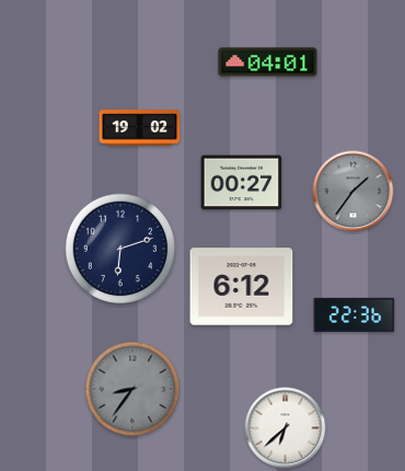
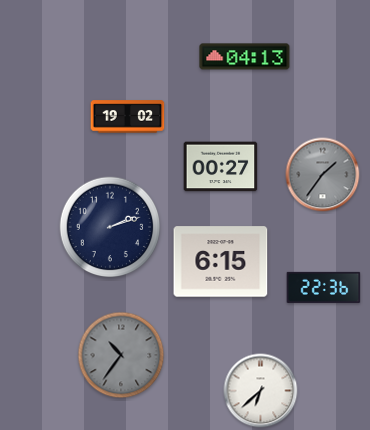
clock at (268, 62): 04:01 -> 04:13
clock at (120, 249): 6:12 -> 2:12
clock at (242, 287): 6:12 -> 6:15
clock at (132, 389): 8:36 -> 10:36
